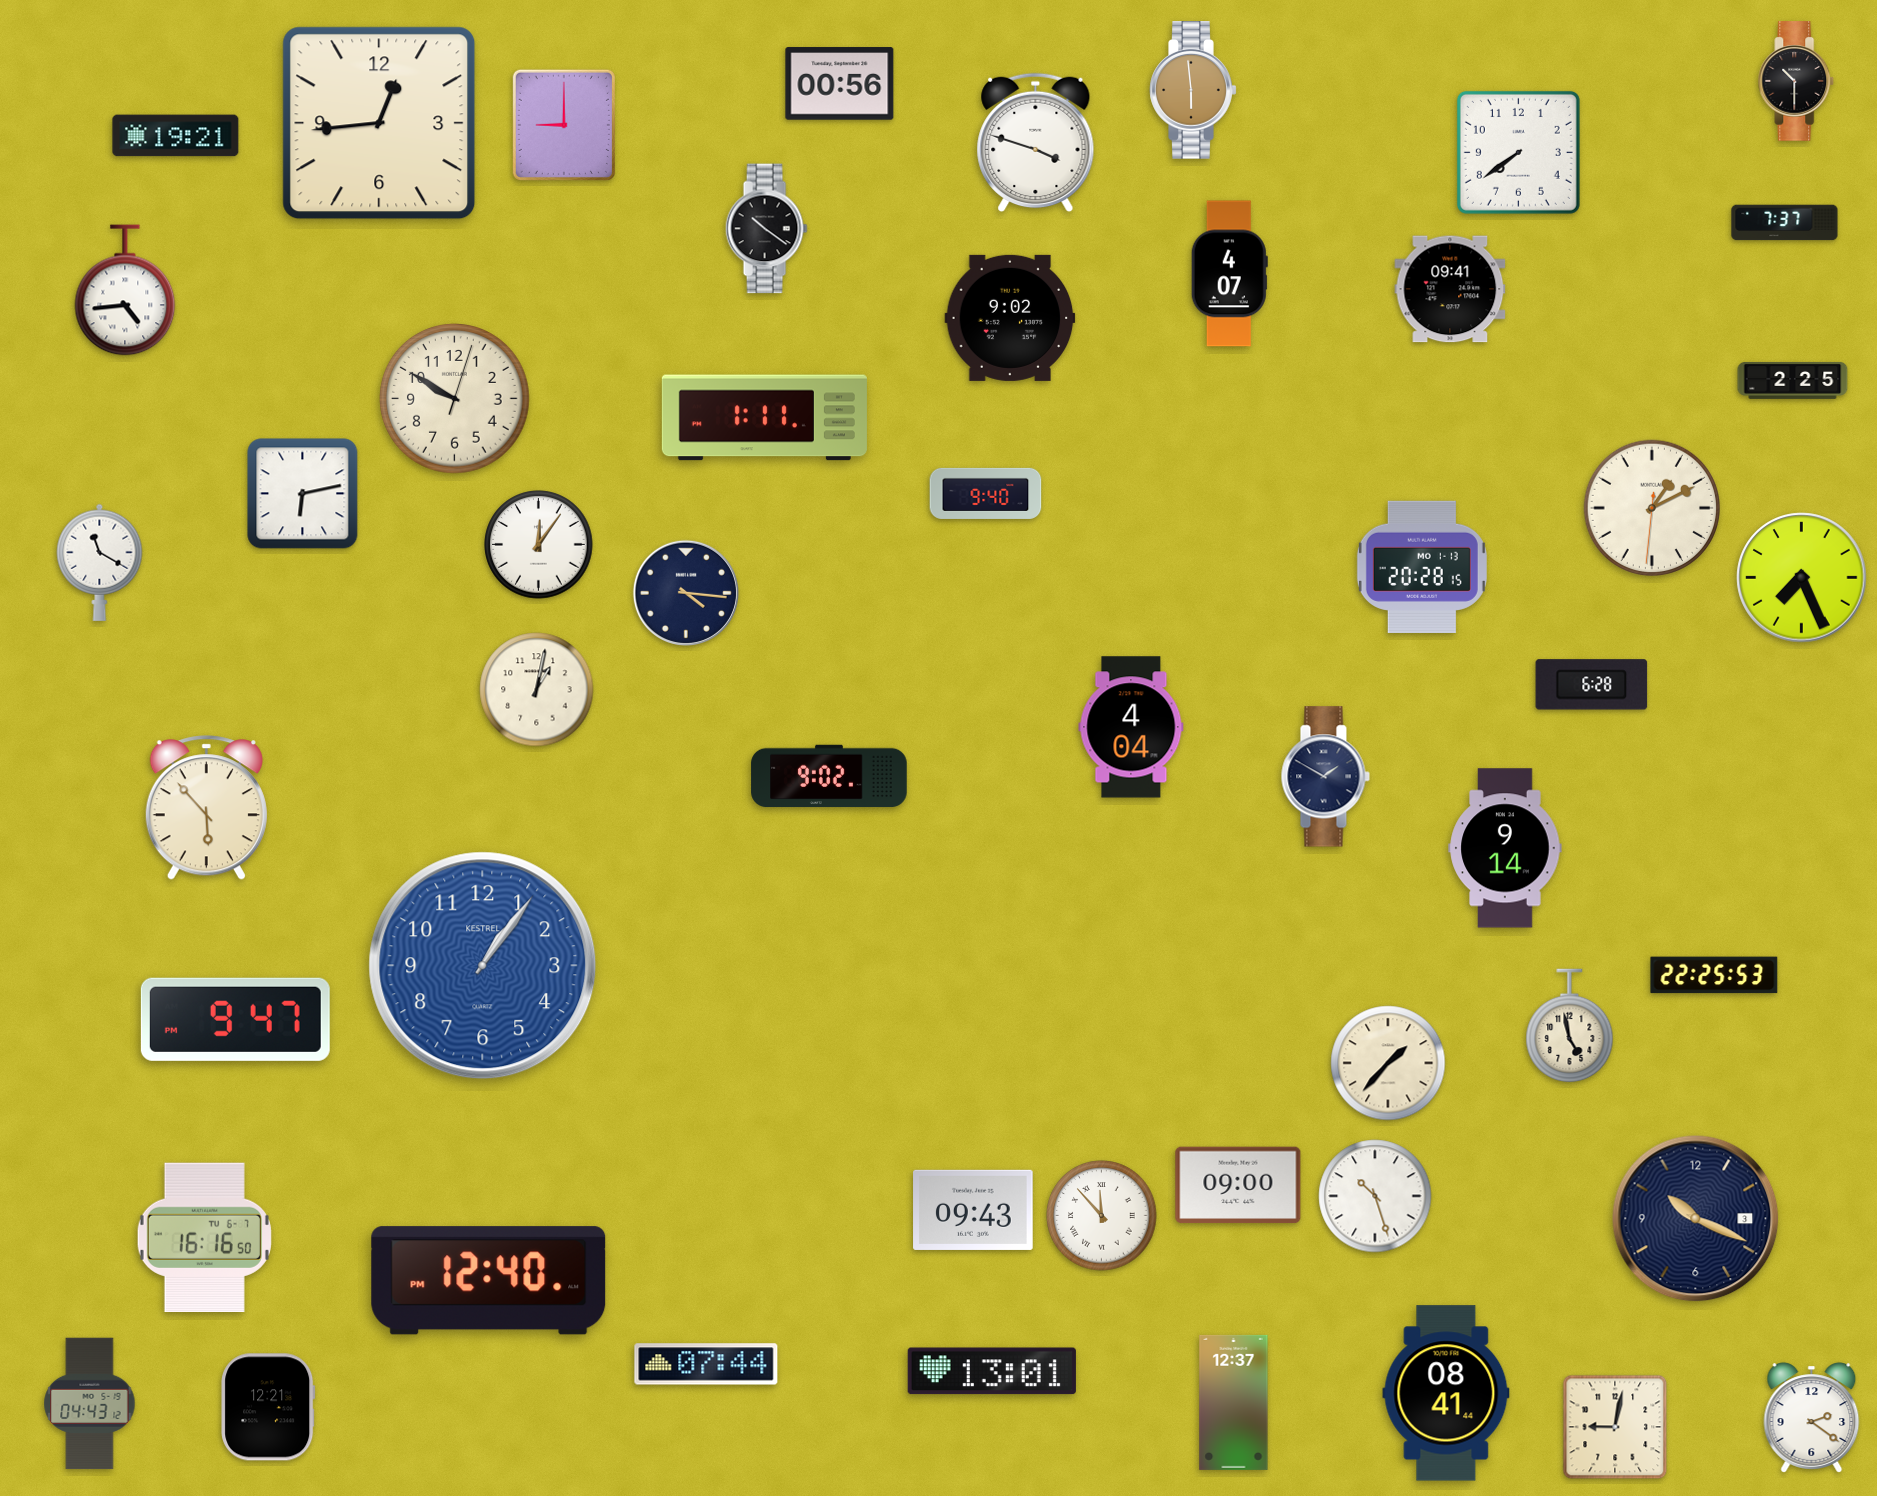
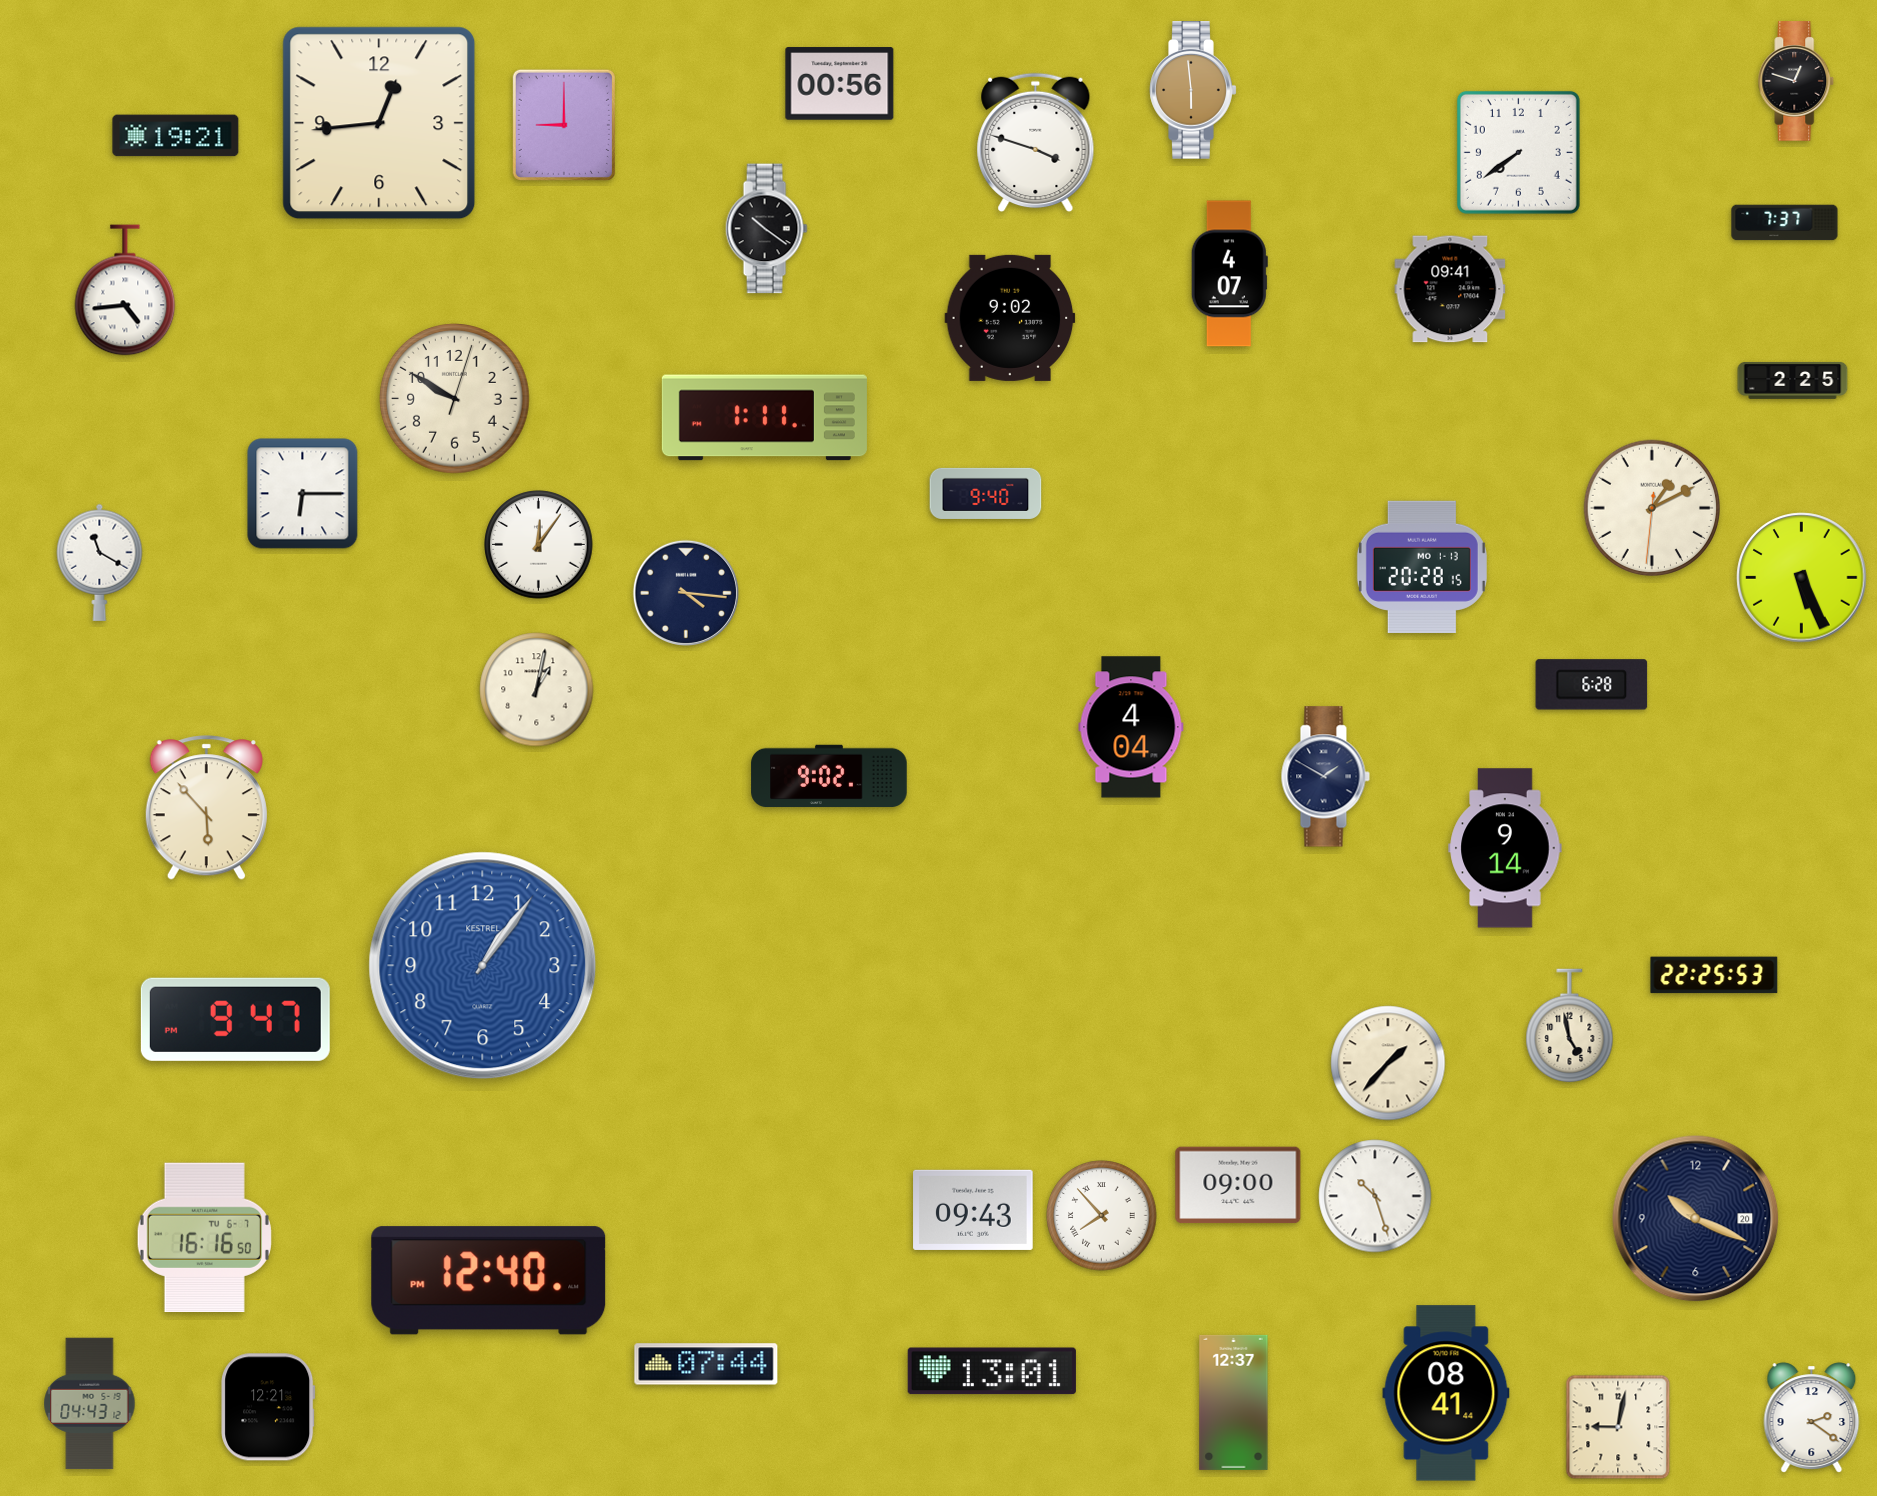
clock at (1796, 81): 10:30 -> 12:48
clock at (303, 494): 6:13 -> 6:15
clock at (1802, 578): 7:26 -> 5:26
clock at (1102, 1216): 11:53 -> 7:53
clock at (1696, 1219) date: 3 -> 20
clock at (1615, 1427) position: (1615, 1427) -> (1618, 1427)
